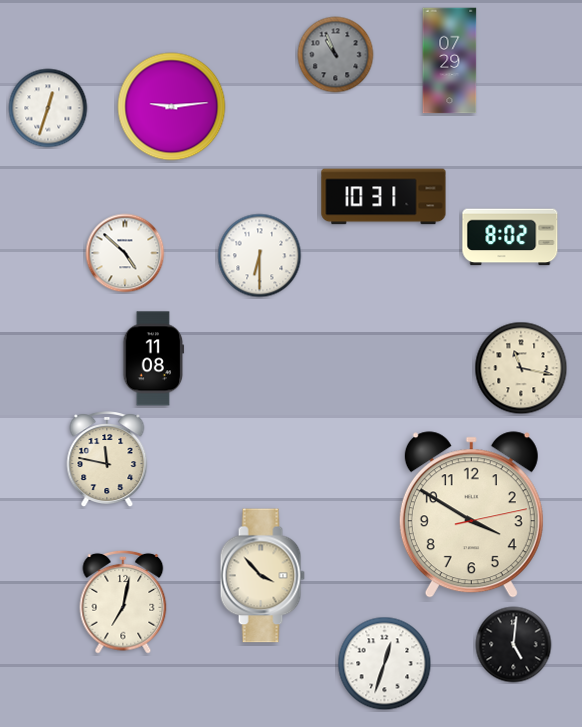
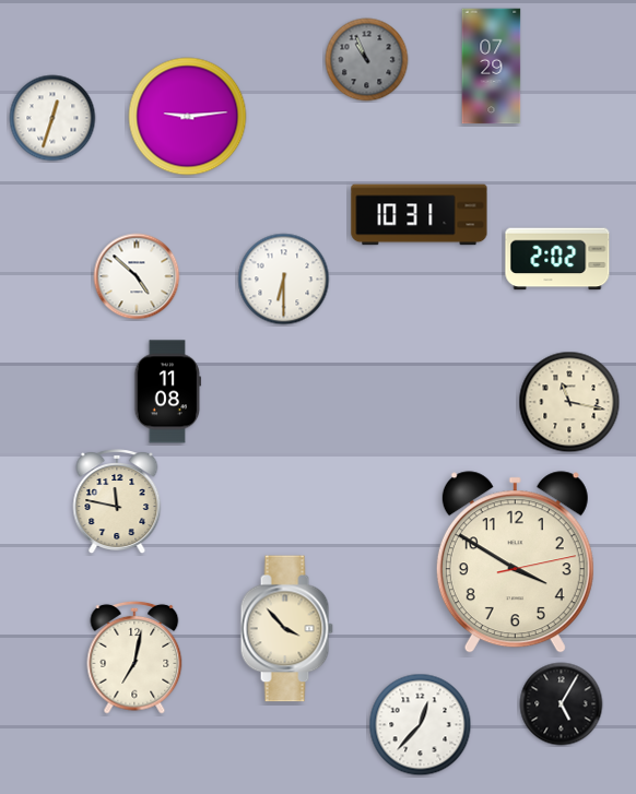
clock at (510, 237): 8:02 -> 2:02
clock at (514, 645): 5:01 -> 5:05
clock at (385, 664): 12:33 -> 12:37
